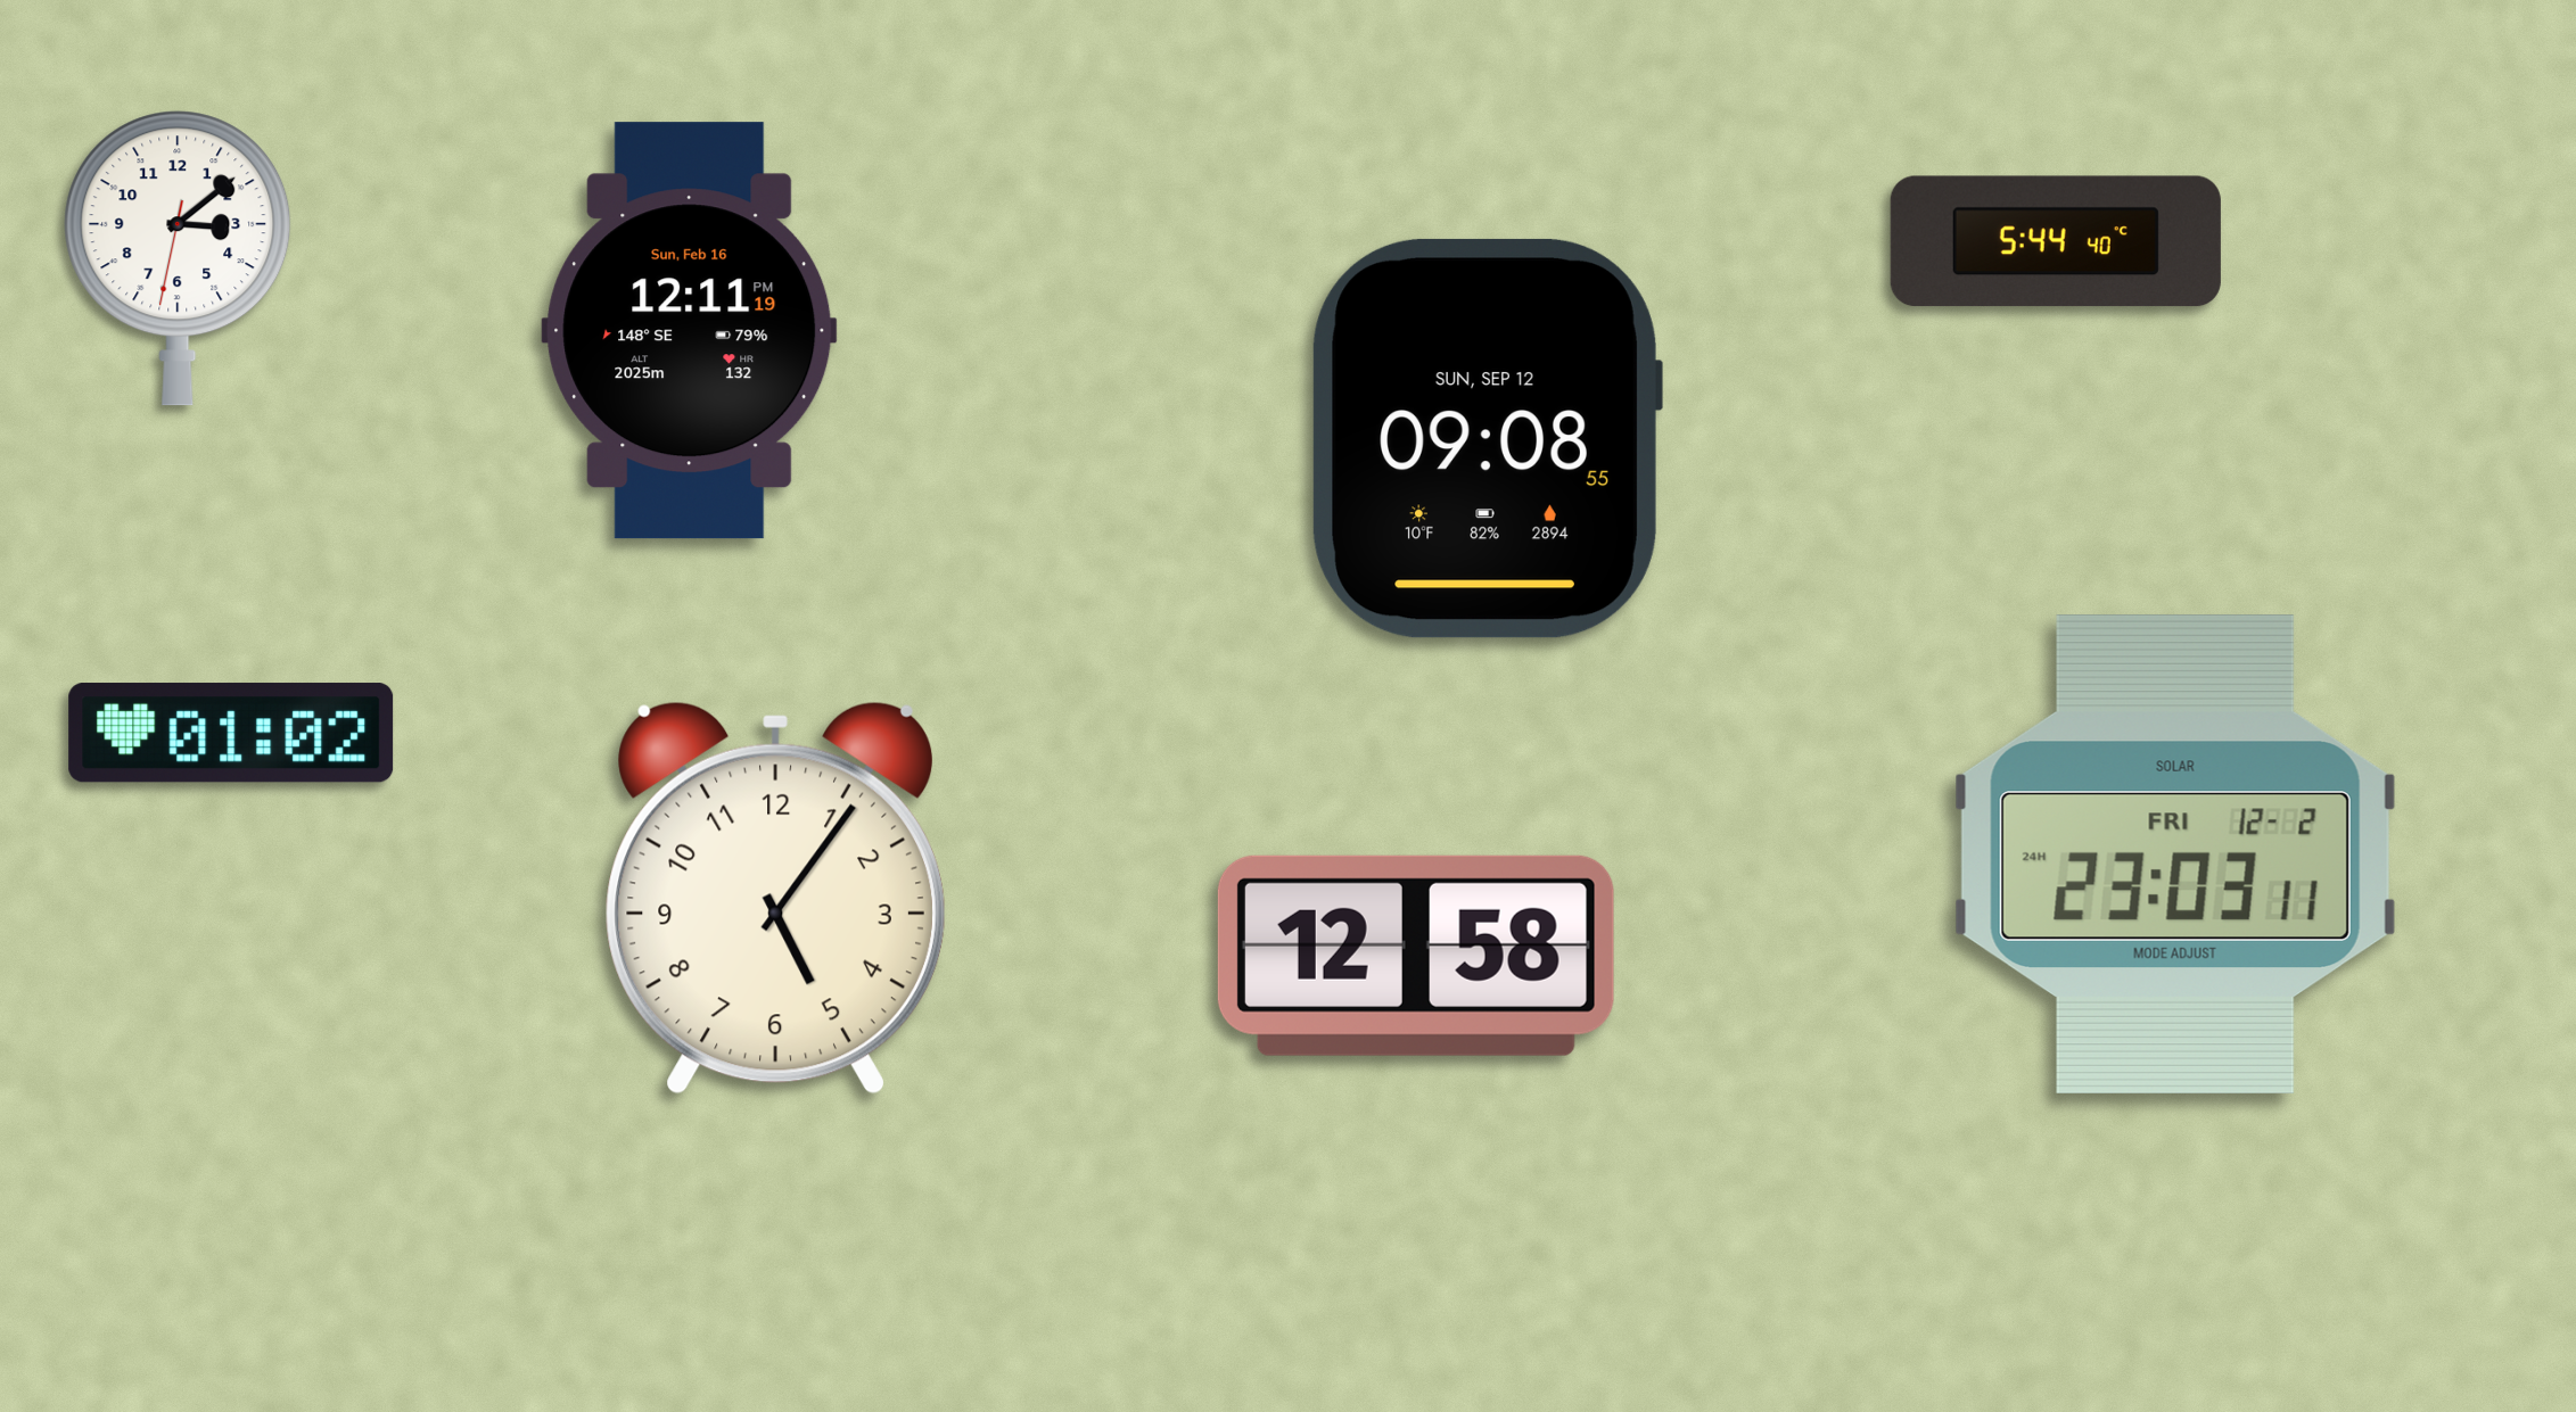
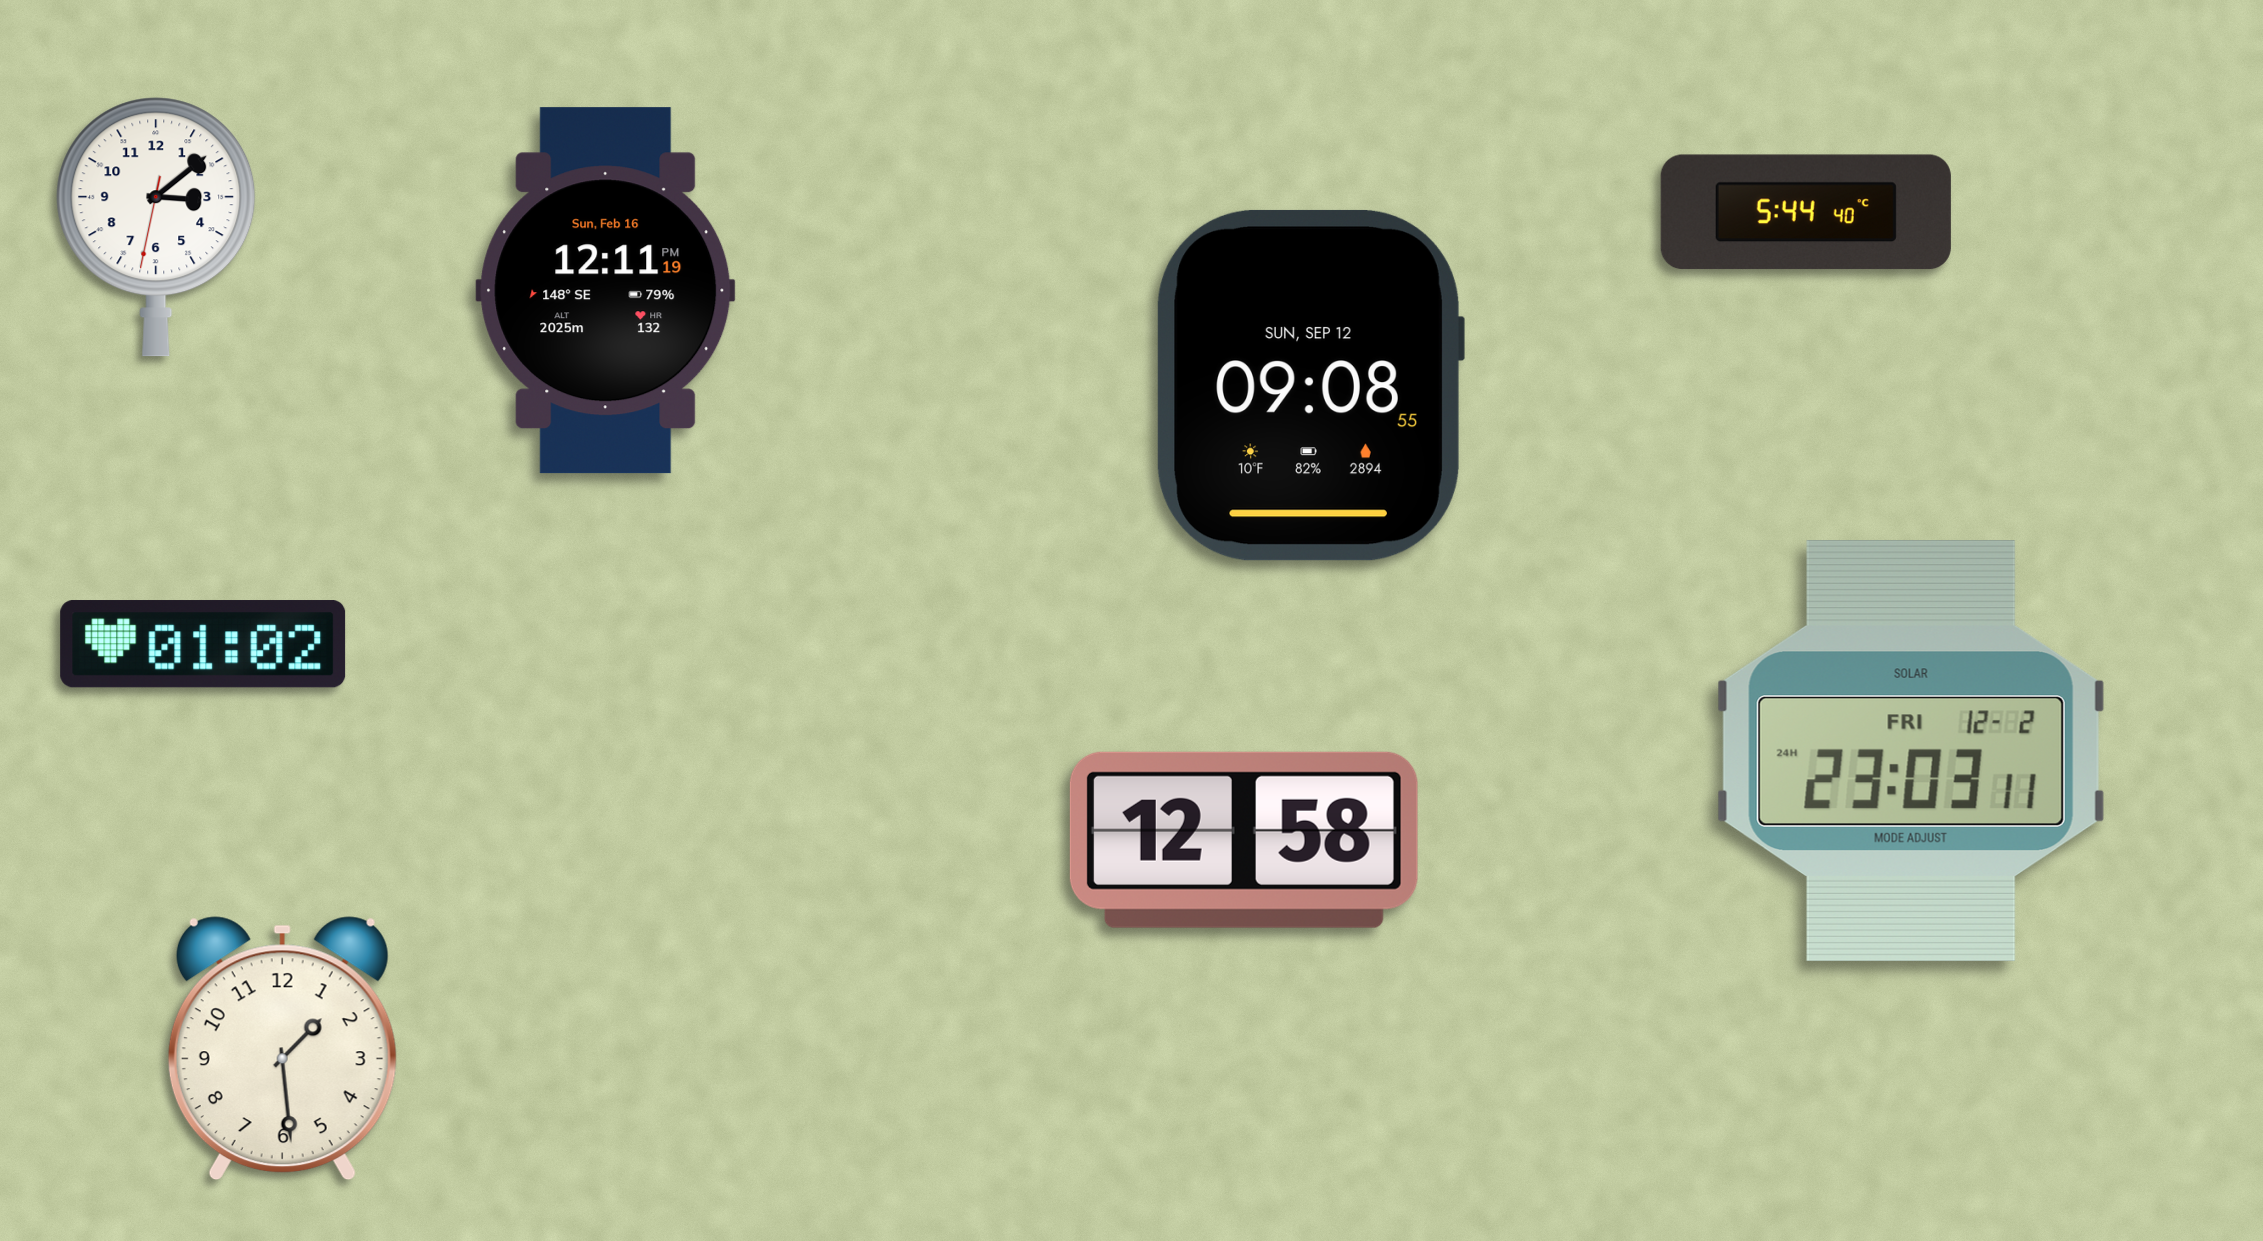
clock at (1487, 438) position: (1487, 438) -> (1310, 385)
clock at (775, 898): 5:06 -> none
clock at (282, 1049): none -> 1:29
